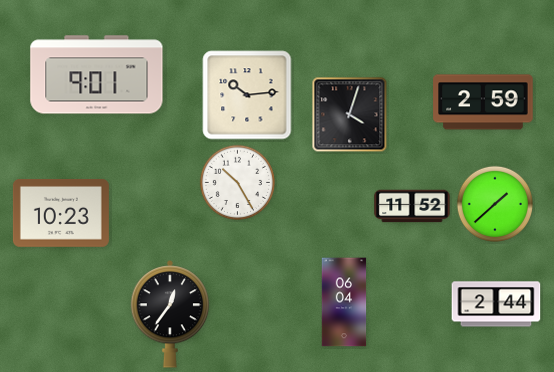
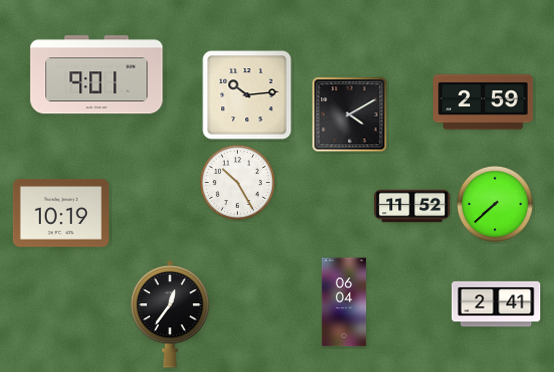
clock at (350, 115): 4:03 -> 4:10
clock at (494, 203): 1:38 -> 7:38
clock at (61, 213): 10:23 -> 10:19
clock at (496, 304): 2:44 -> 2:41
